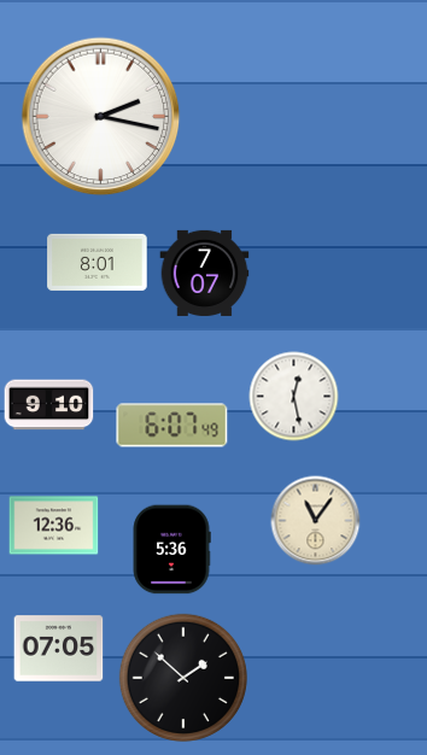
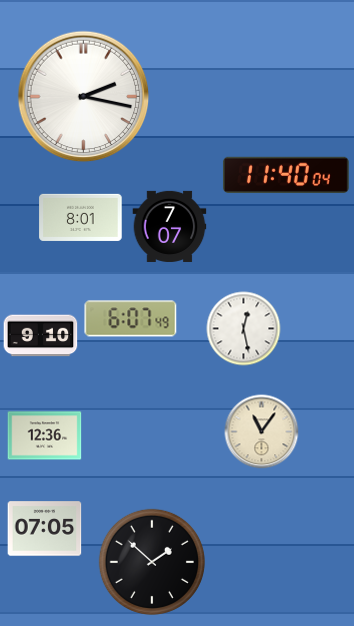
clock at (286, 175): none -> 11:40
clock at (172, 426) position: (172, 426) -> (131, 319)
clock at (171, 550): 5:36 -> none
clock at (59, 649) position: (59, 649) -> (45, 529)
